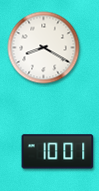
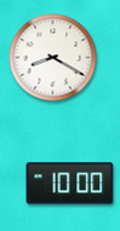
clock at (58, 152): 10:01 -> 10:00
